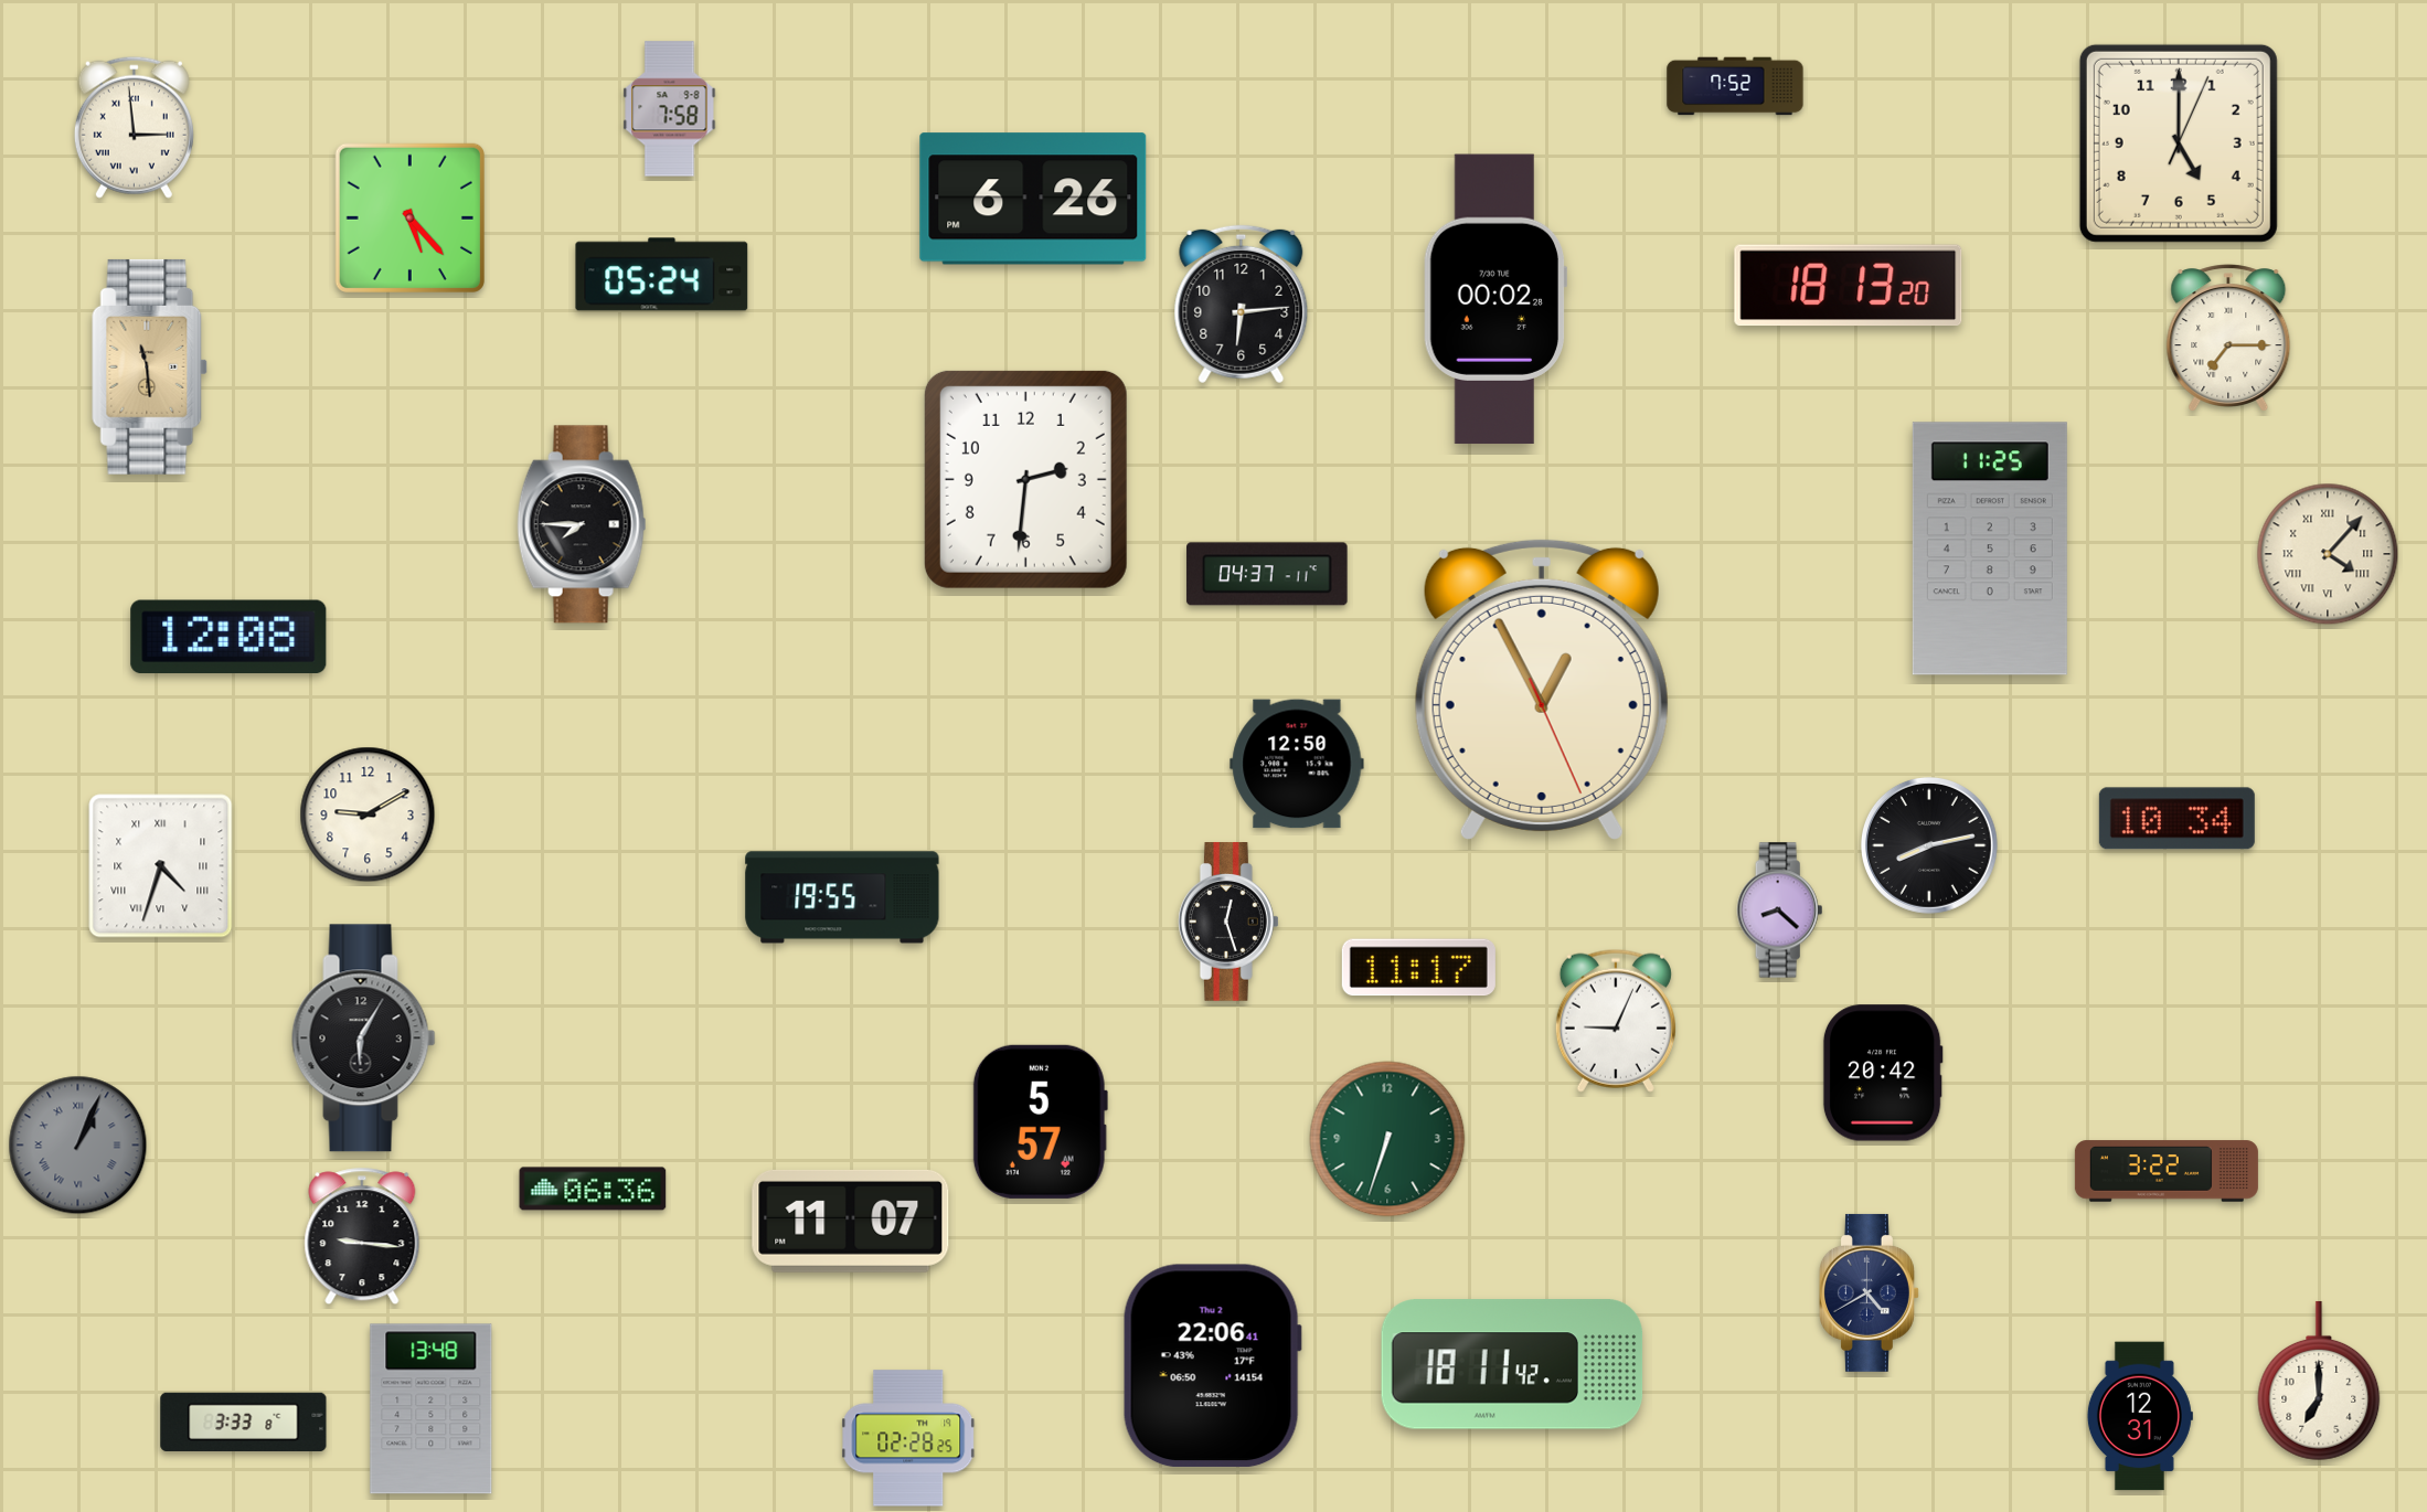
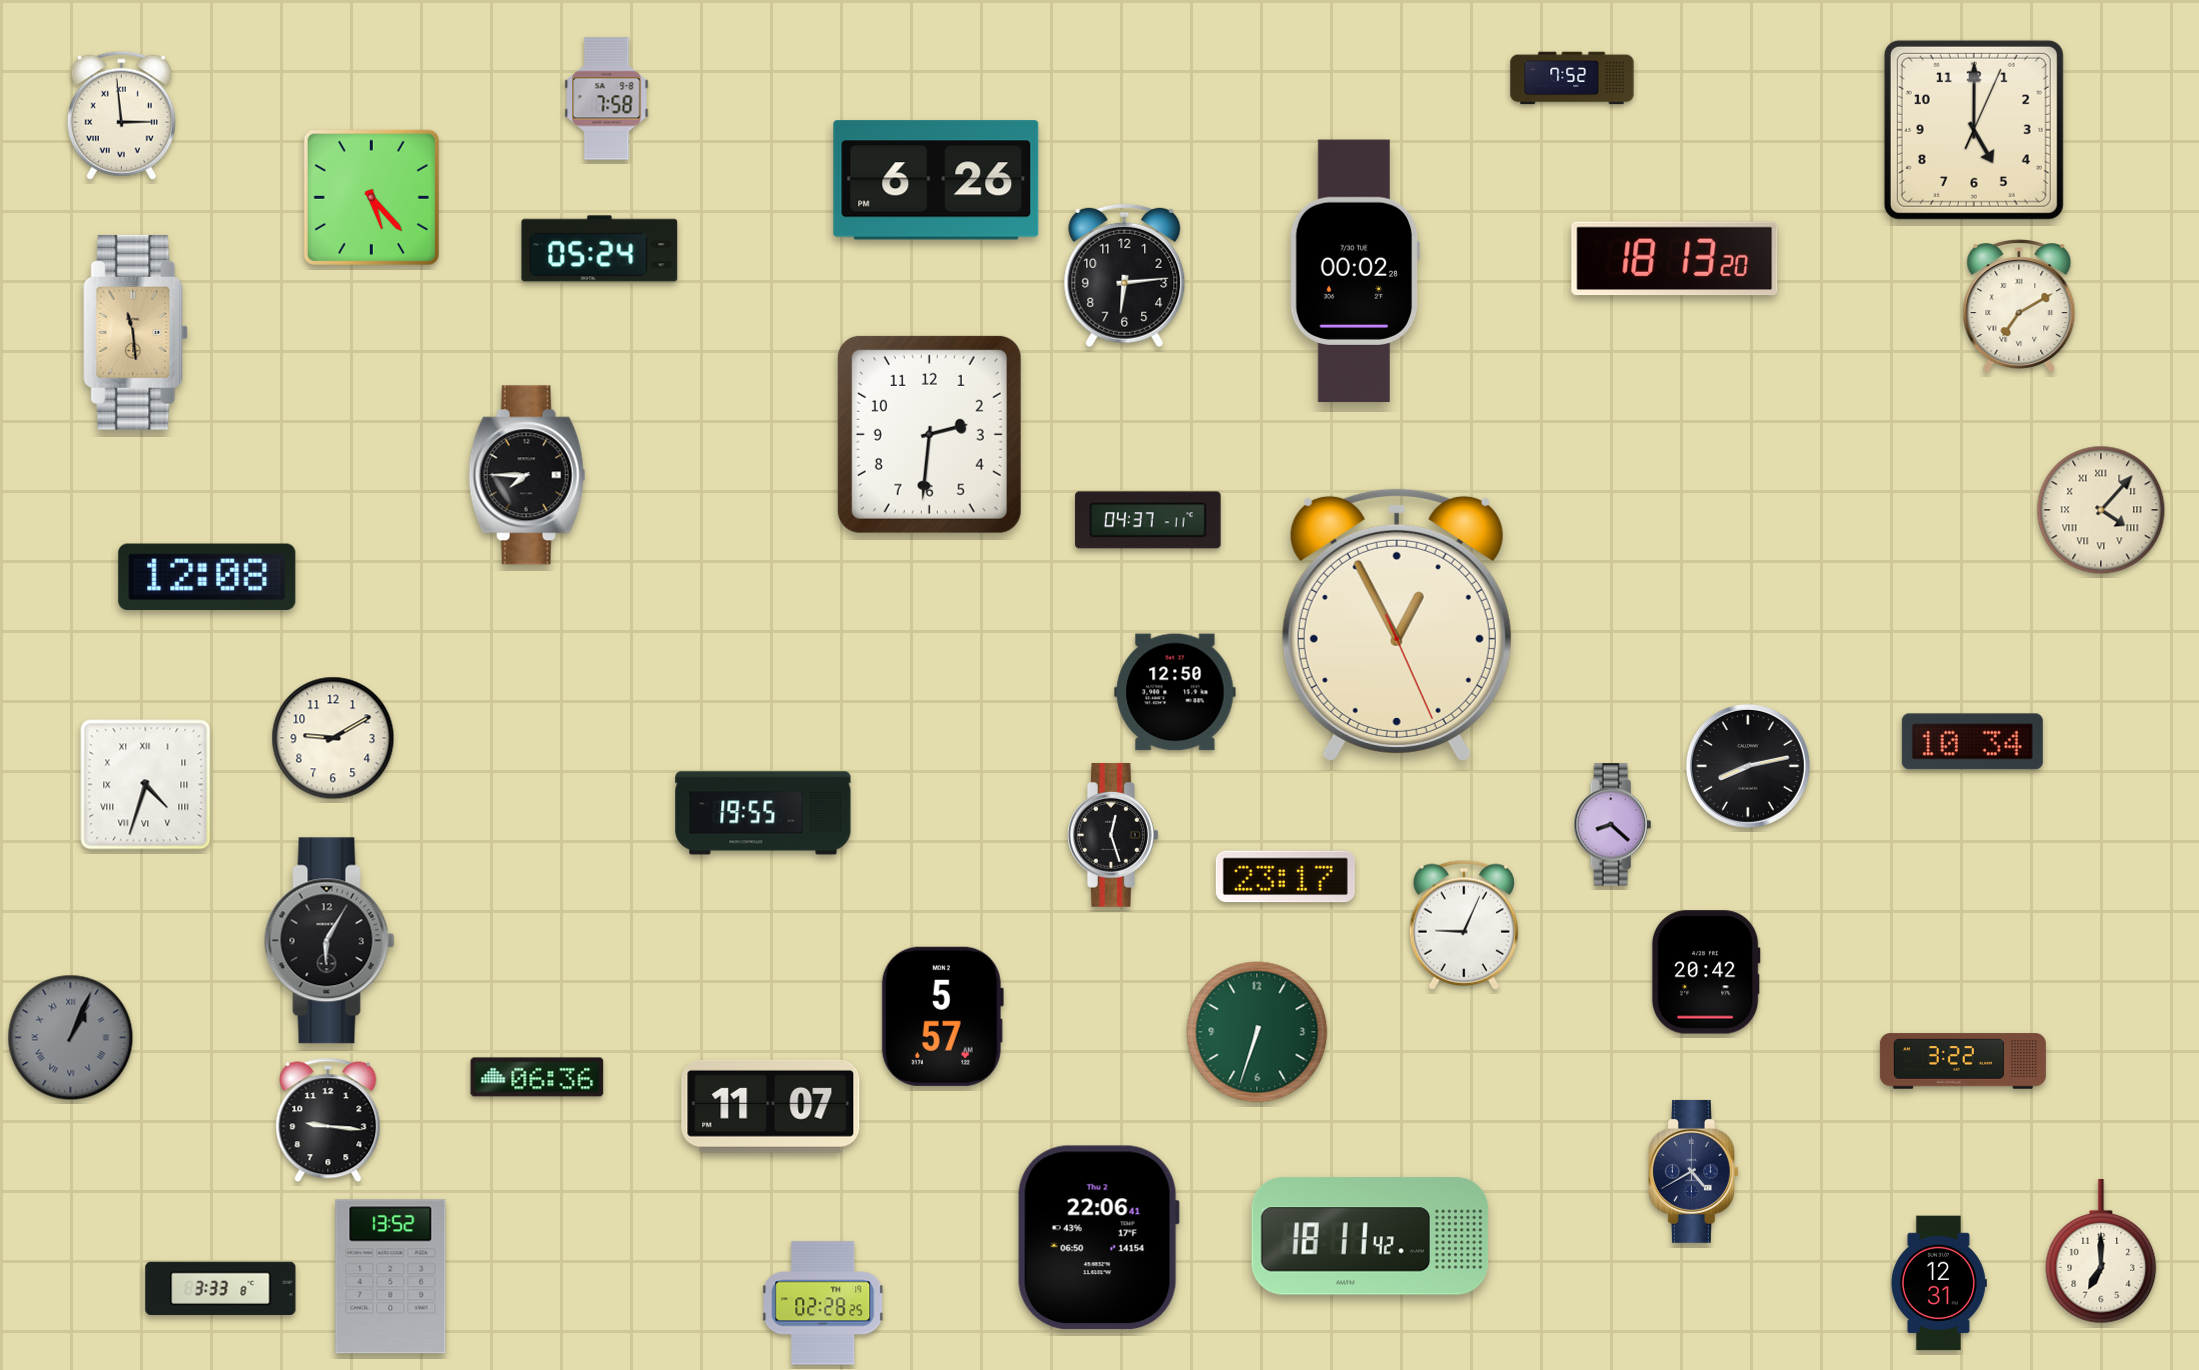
clock at (2228, 338): 7:15 -> 7:10
clock at (1990, 549): 11:25 -> none
clock at (2328, 554) position: (2328, 554) -> (2101, 510)
clock at (1418, 968): 11:17 -> 23:17
clock at (432, 1409): 13:48 -> 13:52
